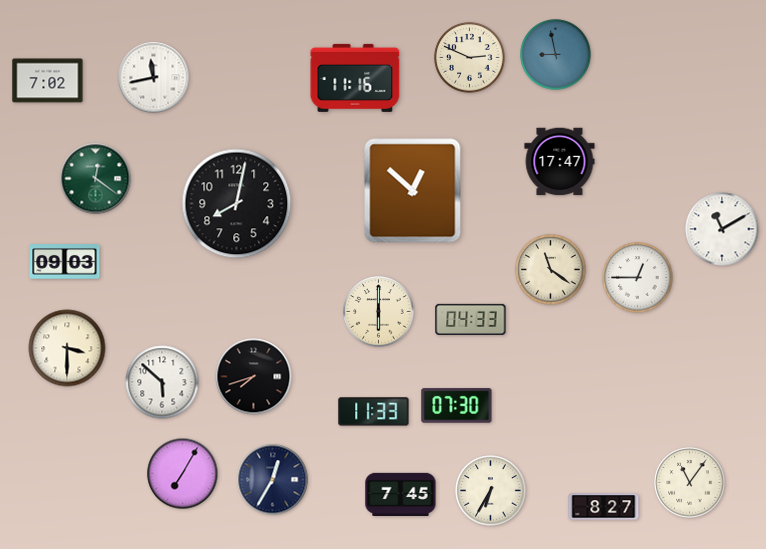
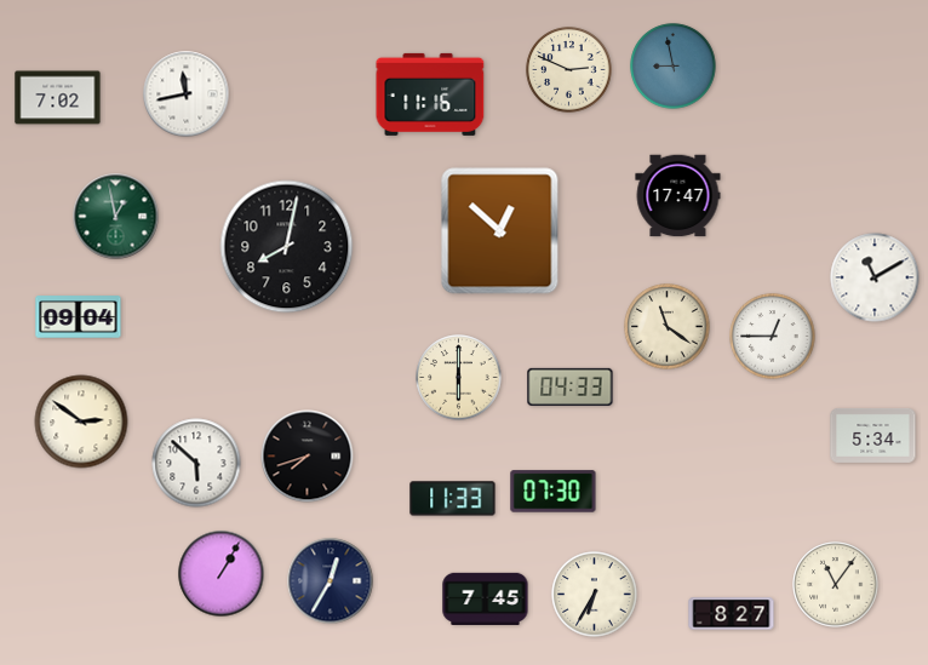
clock at (96, 179): 12:21 -> 12:58
clock at (65, 262): 09:03 -> 09:04
clock at (67, 348): 3:30 -> 2:51
clock at (873, 435): none -> 5:34
clock at (183, 474): 7:05 -> 1:05
